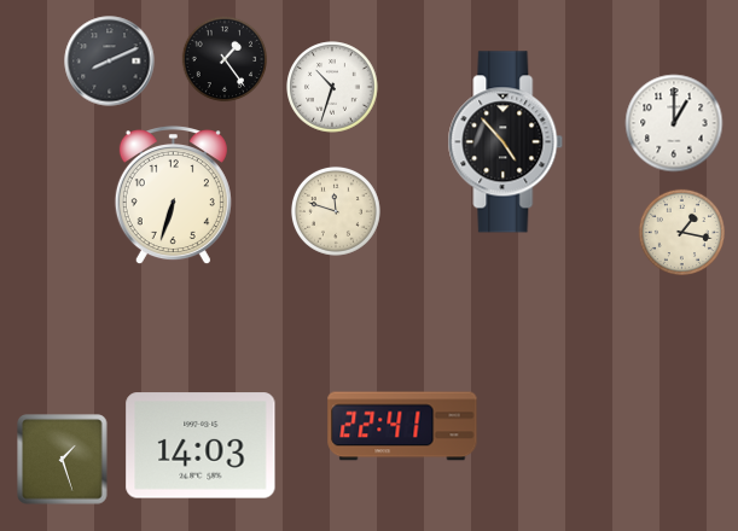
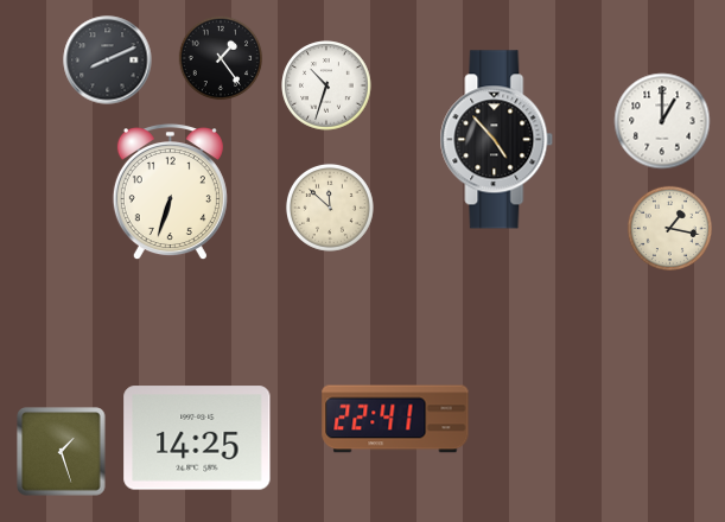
clock at (336, 211): 11:48 -> 11:52
clock at (201, 445): 14:03 -> 14:25
